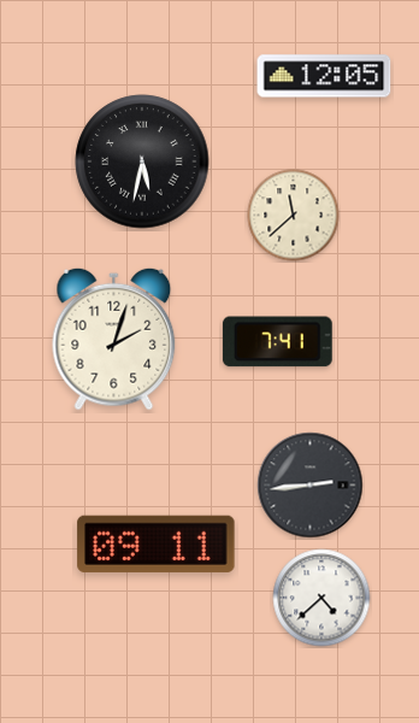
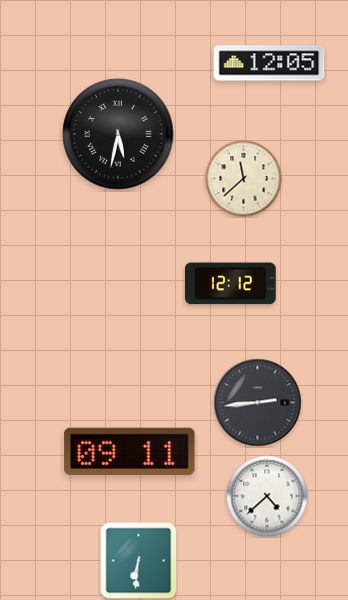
clock at (114, 339): 2:03 -> none
clock at (277, 342): 7:41 -> 12:12
clock at (139, 561): none -> 6:31
